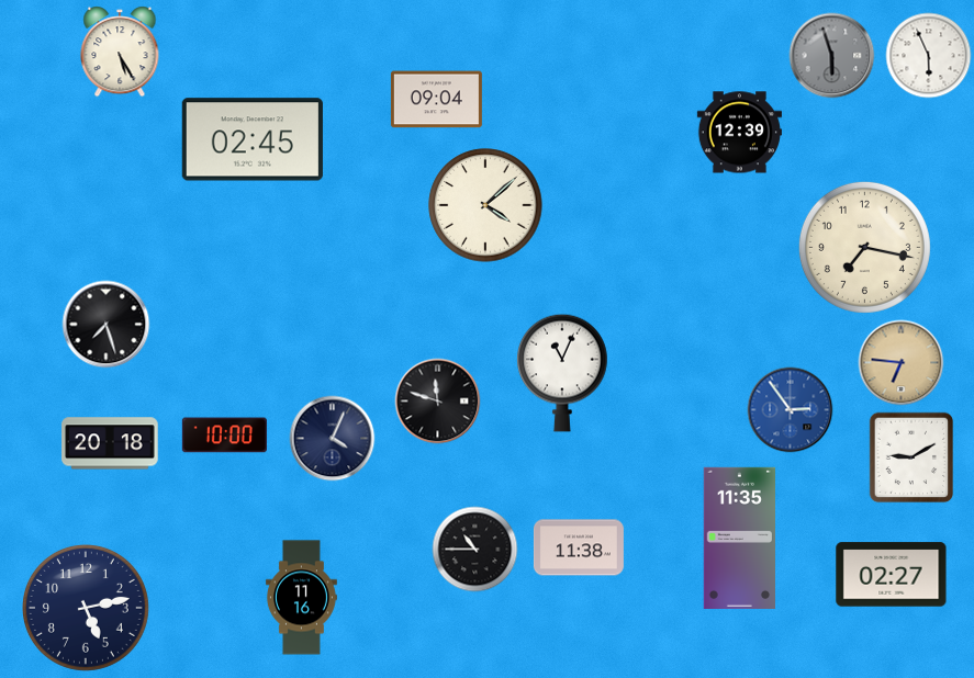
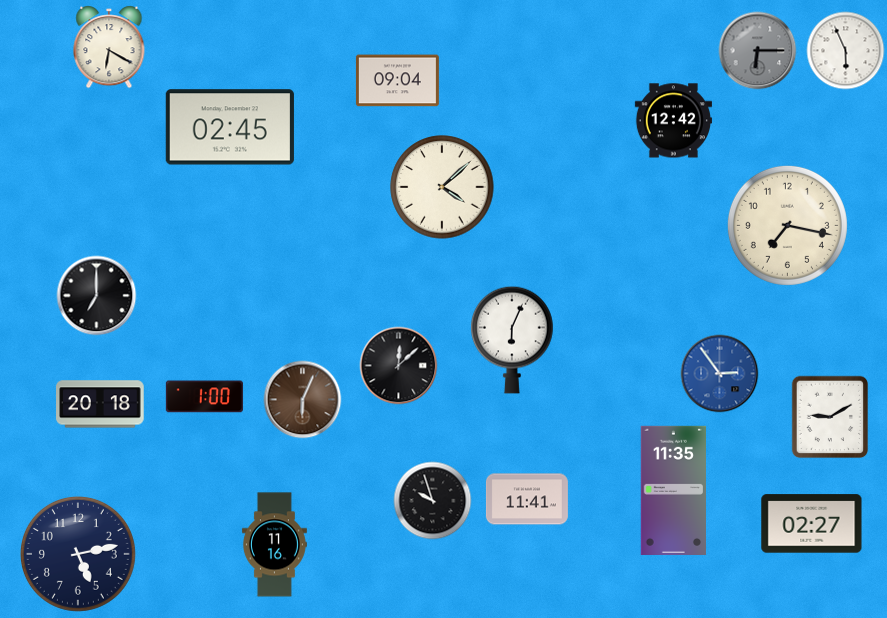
clock at (120, 52): 5:25 -> 6:20
clock at (831, 55): 5:57 -> 6:15
clock at (436, 100) position: (436, 100) -> (397, 81)
clock at (739, 133): 12:39 -> 12:42
clock at (105, 324): 7:27 -> 7:00
clock at (900, 362): 6:46 -> none
clock at (562, 373): 11:04 -> 6:04
clock at (437, 400): 11:48 -> 12:08
clock at (224, 436): 10:00 -> 1:00
clock at (332, 438): 4:04 -> 6:04
clock at (332, 438) dial: navy -> brown
clock at (579, 547): 11:38 -> 11:41
clock at (474, 549): 10:45 -> 9:57
